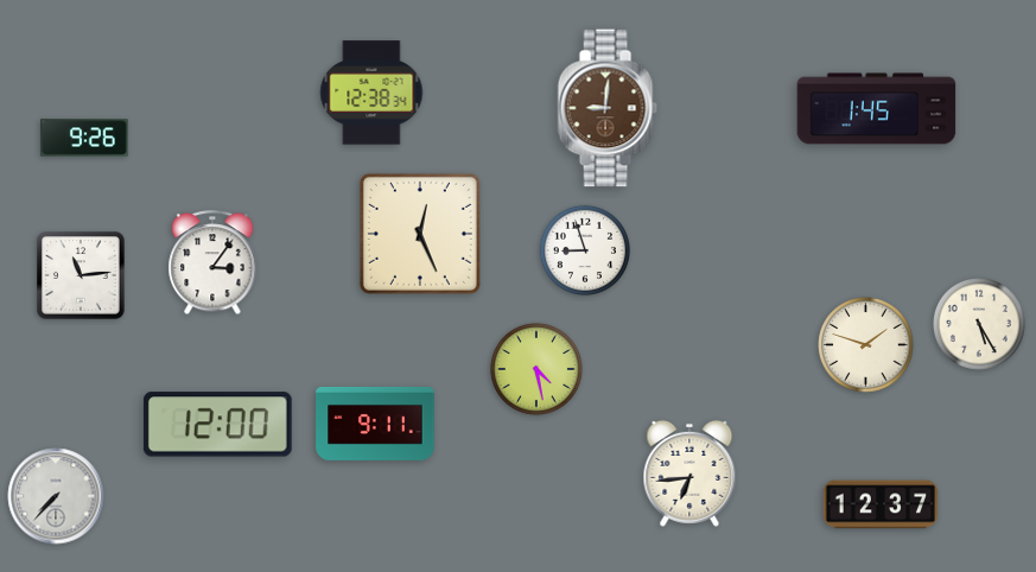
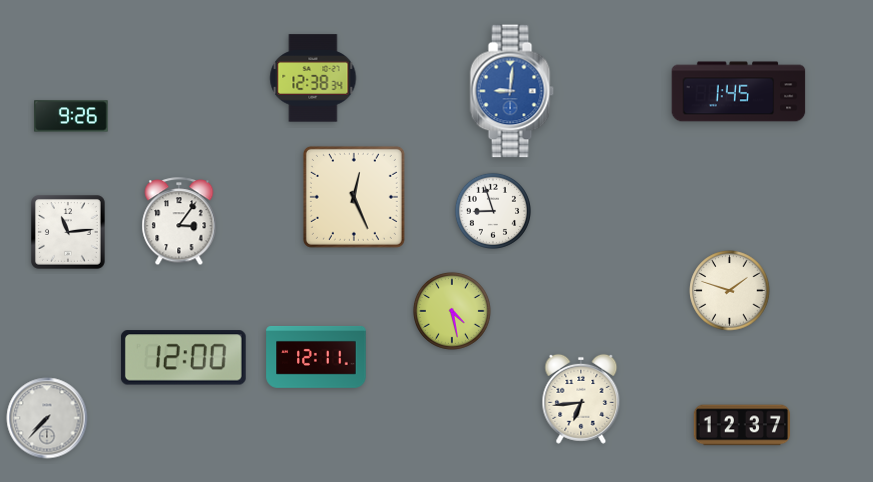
clock at (608, 108) dial: brown -> blue
clock at (979, 324): 5:25 -> none
clock at (375, 424): 9:11 -> 12:11
